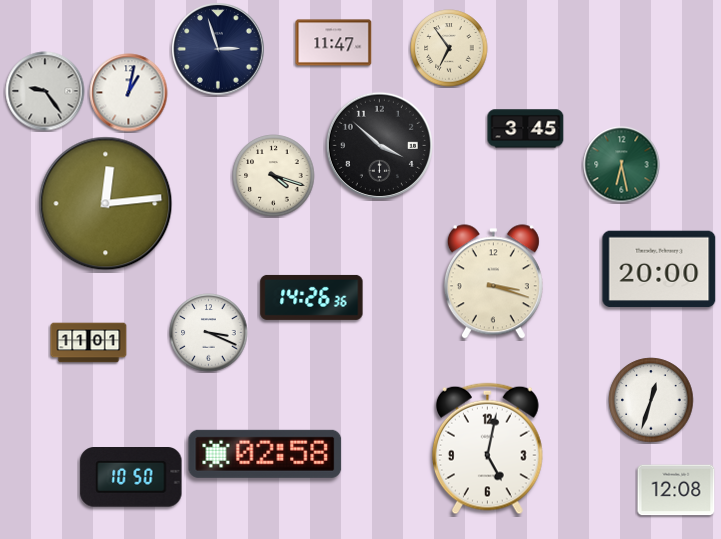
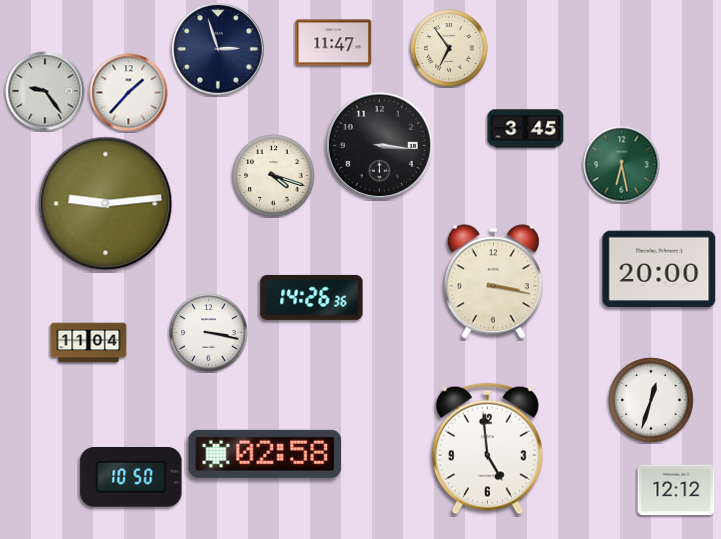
clock at (129, 93): 1:02 -> 1:37
clock at (379, 145): 3:52 -> 3:16
clock at (106, 204): 12:14 -> 9:14
clock at (493, 282): 3:18 -> 3:17
clock at (209, 333): 3:19 -> 3:17
clock at (89, 343): 11:01 -> 11:04
clock at (487, 449): 5:02 -> 4:59
clock at (676, 490): 12:08 -> 12:12
